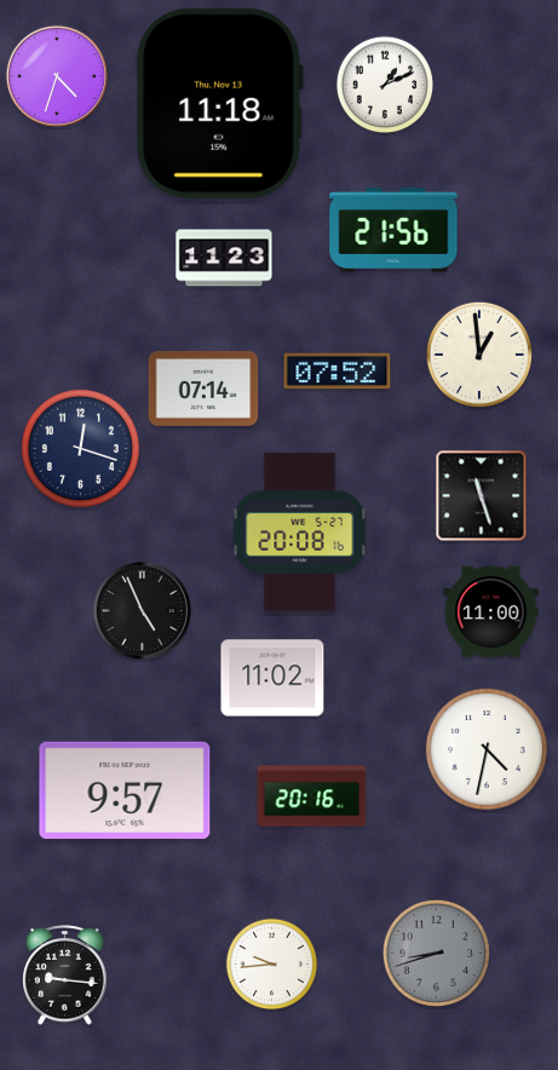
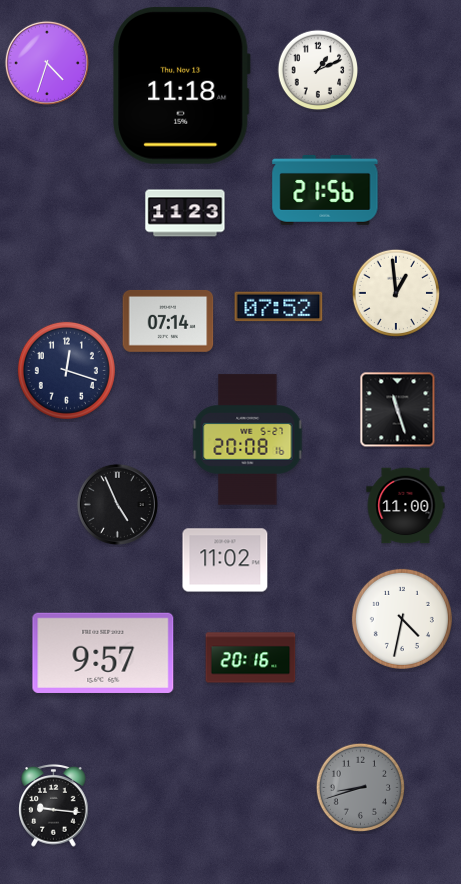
clock at (312, 796) position: (312, 796) -> (251, 658)
clock at (272, 965): 9:44 -> none
